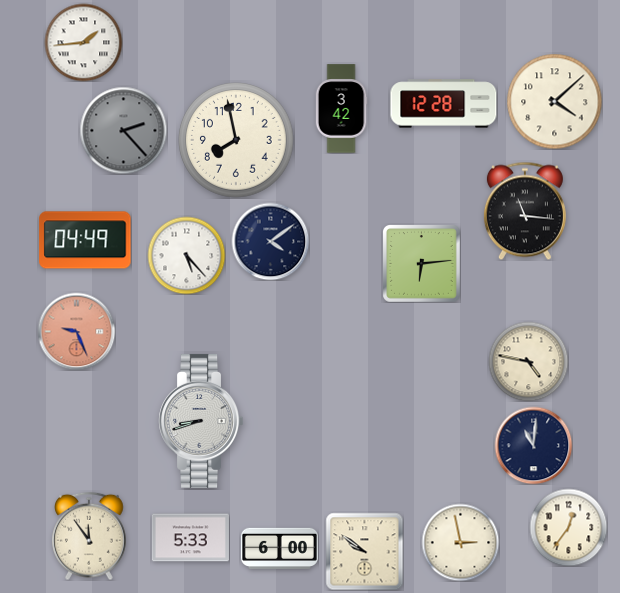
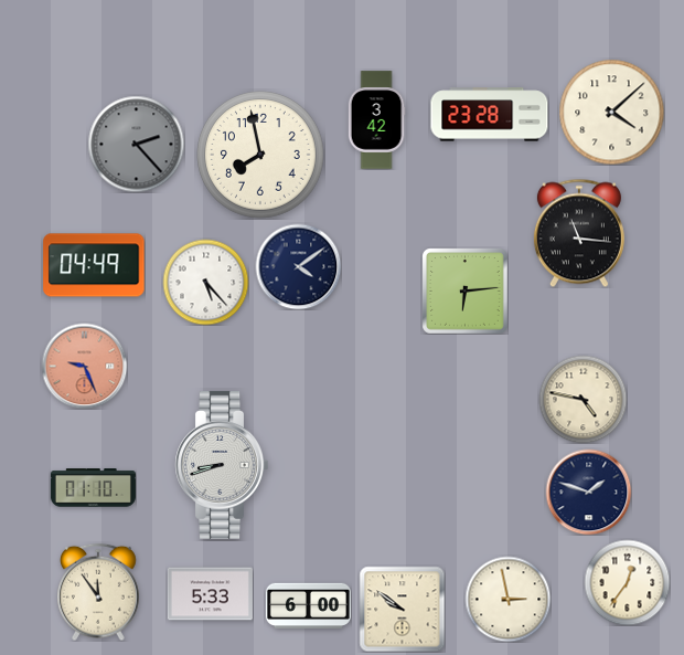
clock at (83, 42): 1:44 -> none
clock at (444, 104): 12:28 -> 23:28
clock at (93, 488): none -> 01:10
clock at (533, 445): 11:01 -> 1:48
